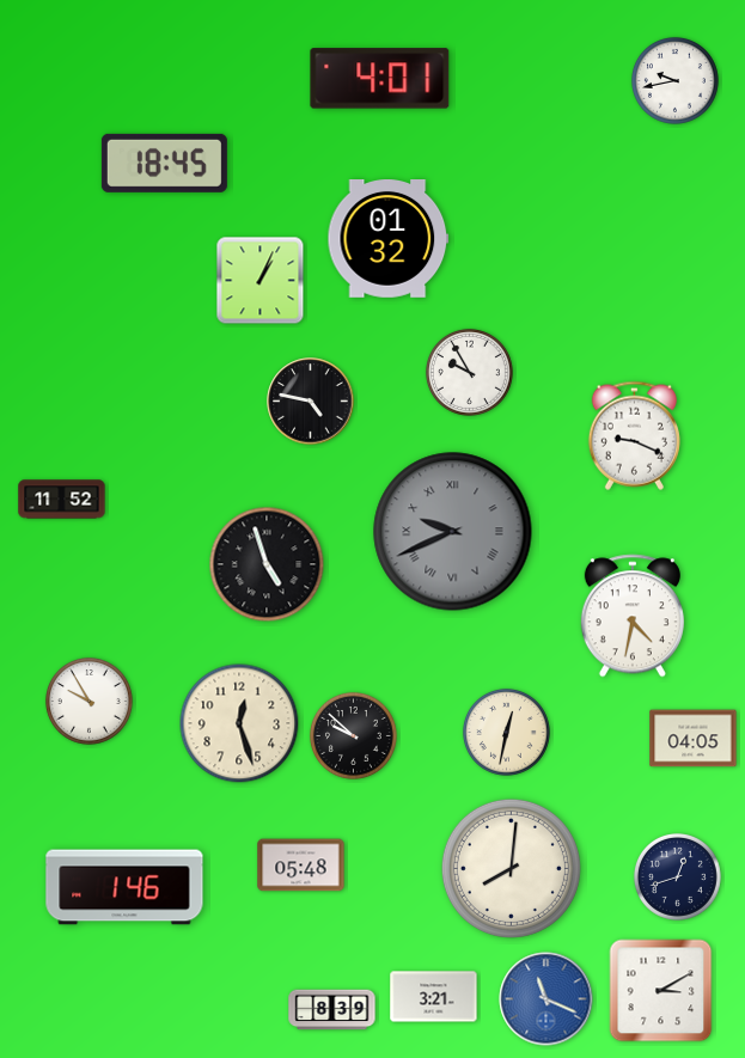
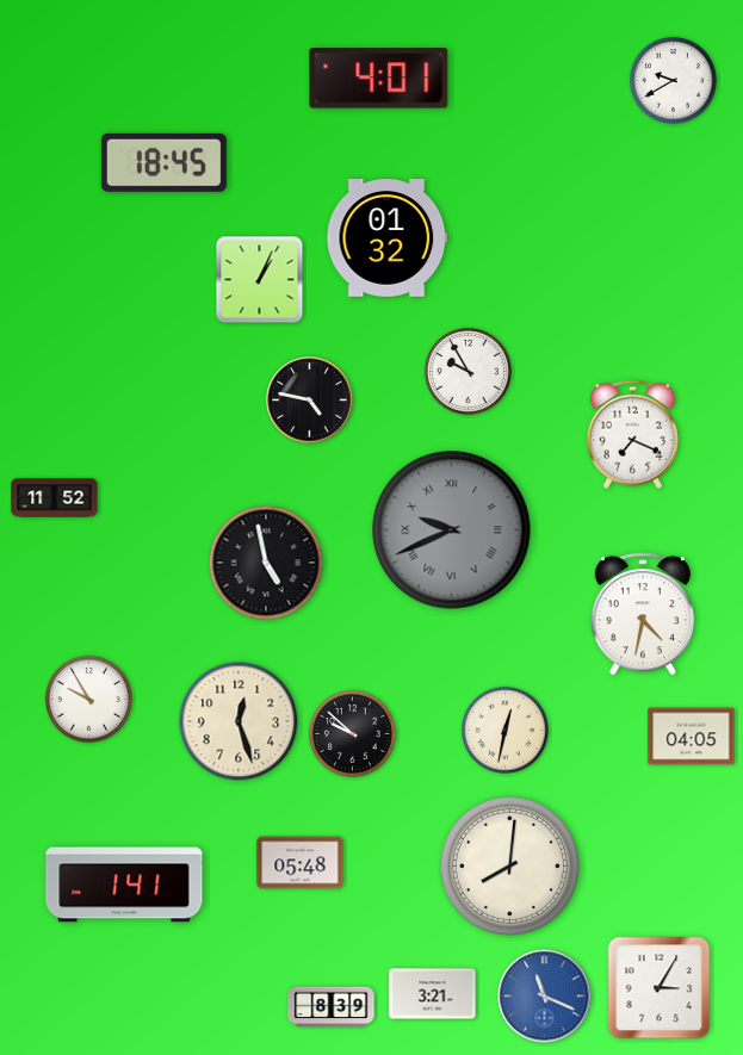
clock at (674, 80): 9:43 -> 9:40
clock at (634, 435): 9:19 -> 7:19
clock at (62, 500) position: (62, 500) -> (55, 498)
clock at (267, 564): 4:57 -> 4:58
clock at (633, 616) position: (633, 616) -> (643, 614)
clock at (677, 876): 12:42 -> none
clock at (124, 887): 1:46 -> 1:41
clock at (661, 991): 3:10 -> 3:05
